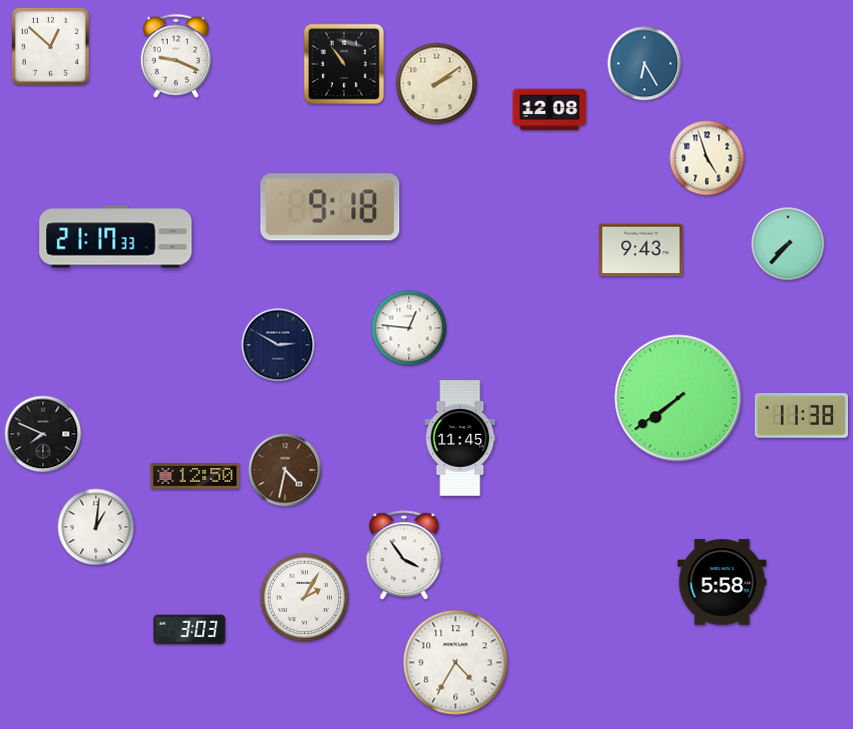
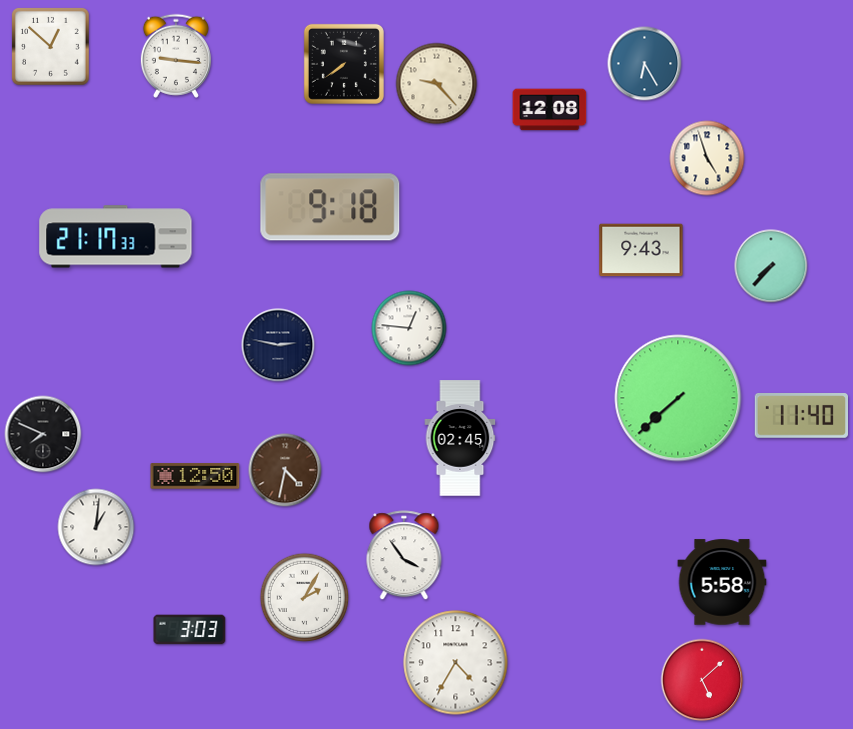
clock at (176, 56): 9:19 -> 9:16
clock at (344, 64): 10:54 -> 7:39
clock at (437, 84): 2:09 -> 9:23
clock at (788, 244) position: (788, 244) -> (771, 266)
clock at (278, 345): 2:50 -> 2:47
clock at (678, 398): 7:39 -> 7:38
clock at (801, 416): 11:38 -> 11:40
clock at (460, 438): 11:45 -> 02:45
clock at (702, 680): none -> 5:08
